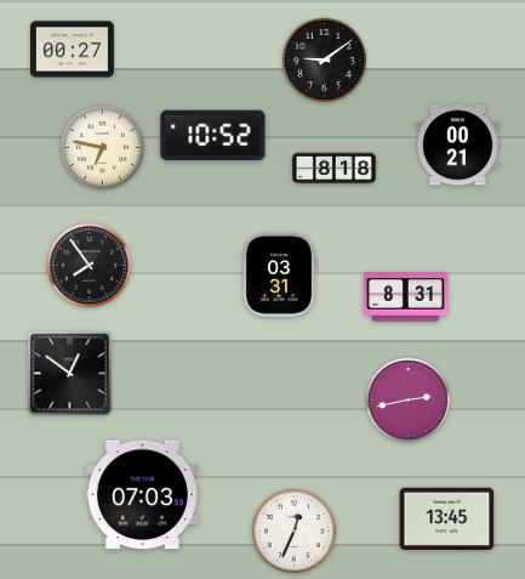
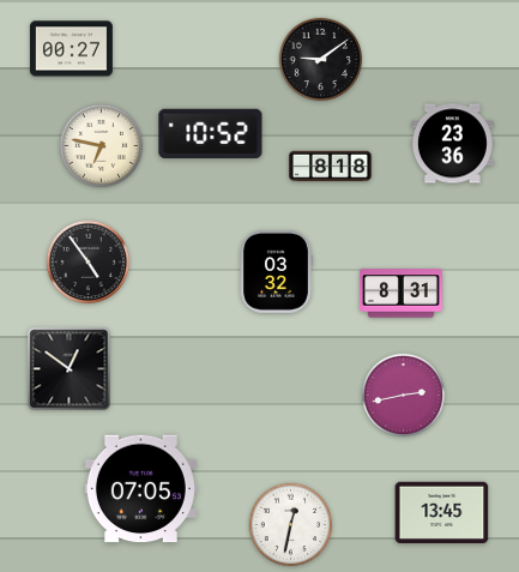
clock at (457, 146): 00:21 -> 23:36
clock at (90, 266): 7:54 -> 4:54
clock at (279, 274): 03:31 -> 03:32
clock at (142, 495): 07:03 -> 07:05
clock at (295, 532): 12:34 -> 12:32
